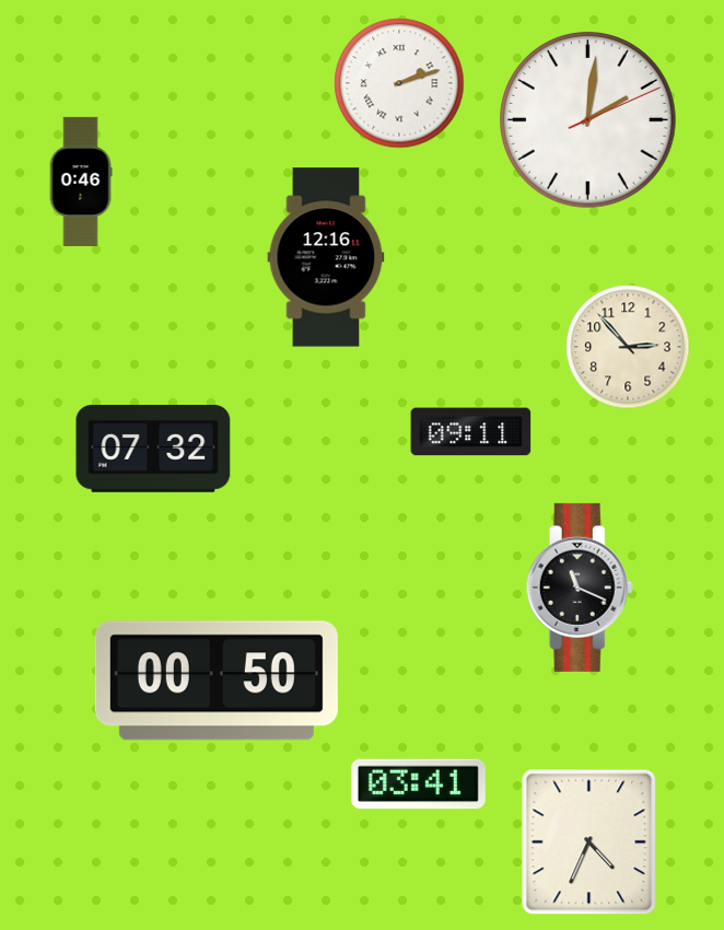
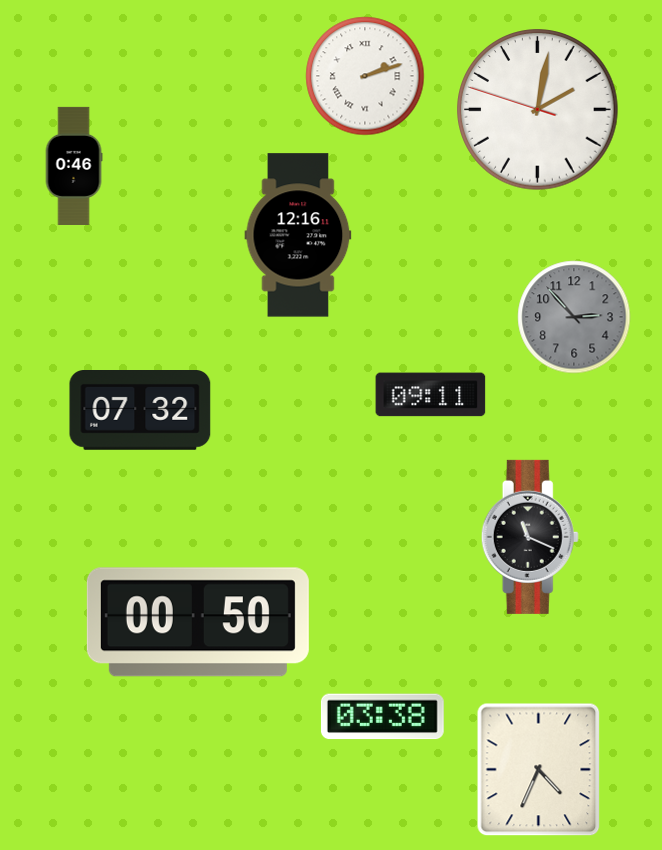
clock at (588, 120): 2:01:11 -> 2:01:48
clock at (628, 347) dial: cream -> grey
clock at (418, 784): 03:41 -> 03:38
